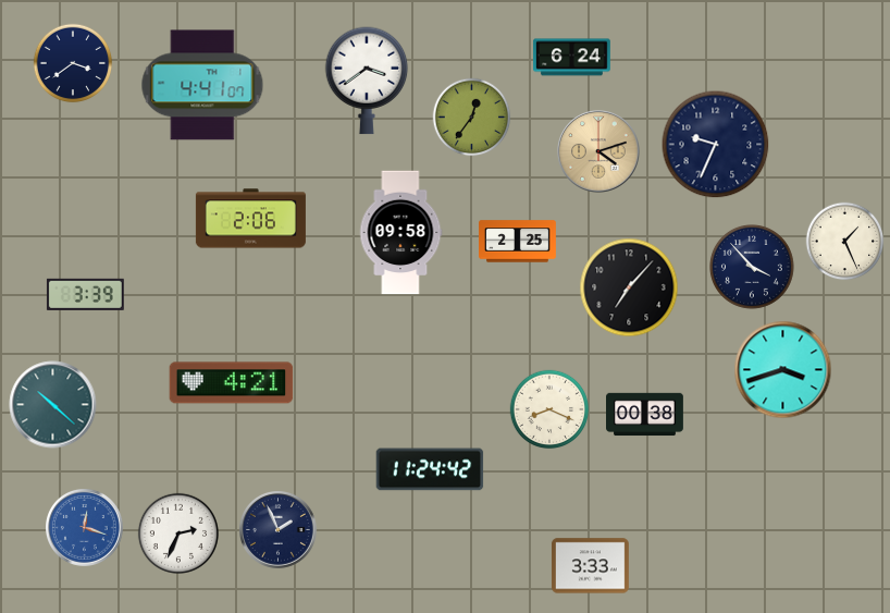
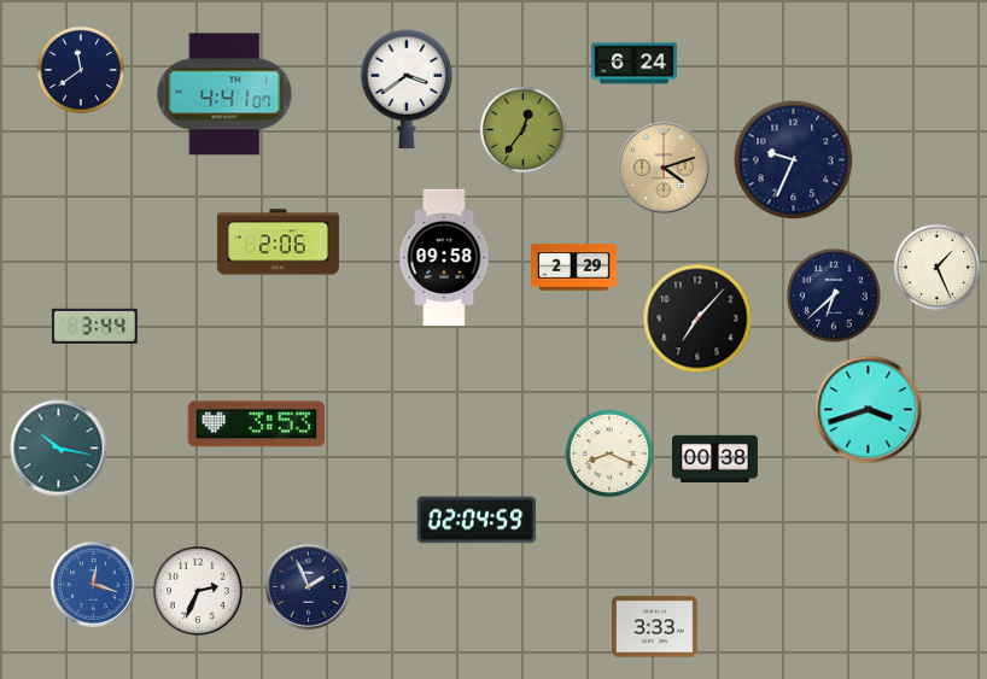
clock at (73, 63): 3:39 -> 11:39
clock at (518, 242): 2:25 -> 2:29
clock at (753, 268): 3:53 -> 6:38
clock at (85, 294): 3:39 -> 3:44
clock at (232, 383): 4:21 -> 3:53
clock at (53, 405): 10:22 -> 10:17
clock at (430, 469): 11:24 -> 02:04
